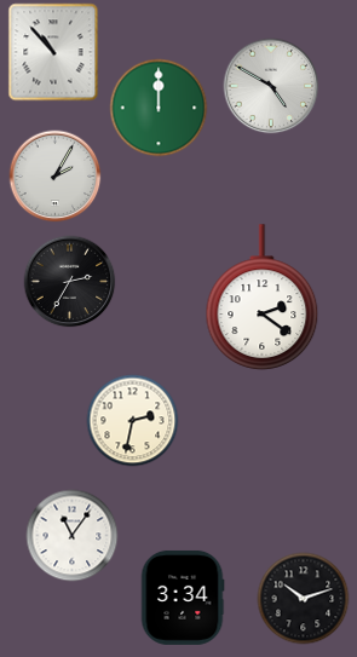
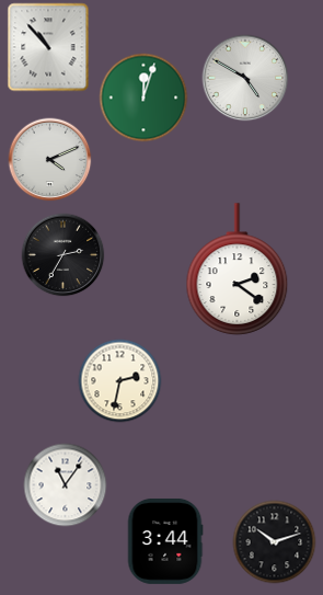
clock at (159, 108): 12:00 -> 12:03
clock at (56, 177): 2:05 -> 4:11
clock at (183, 598): 3:34 -> 3:44
